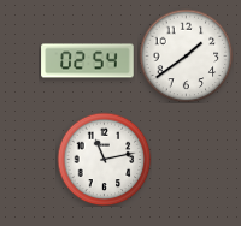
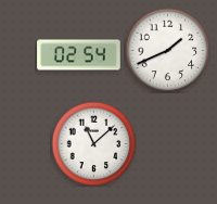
clock at (186, 55): 1:39 -> 1:41
clock at (104, 159): 11:13 -> 11:08
